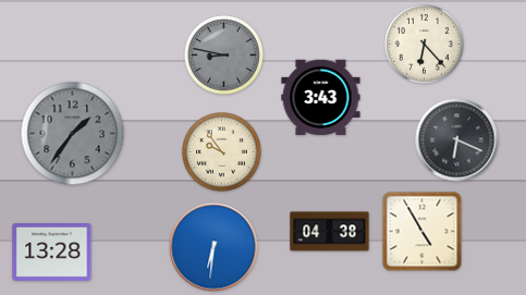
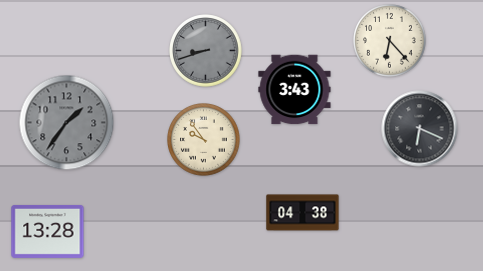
clock at (224, 56): 8:47 -> 8:42
clock at (423, 232): 4:55 -> none
clock at (213, 247): 6:31 -> none
